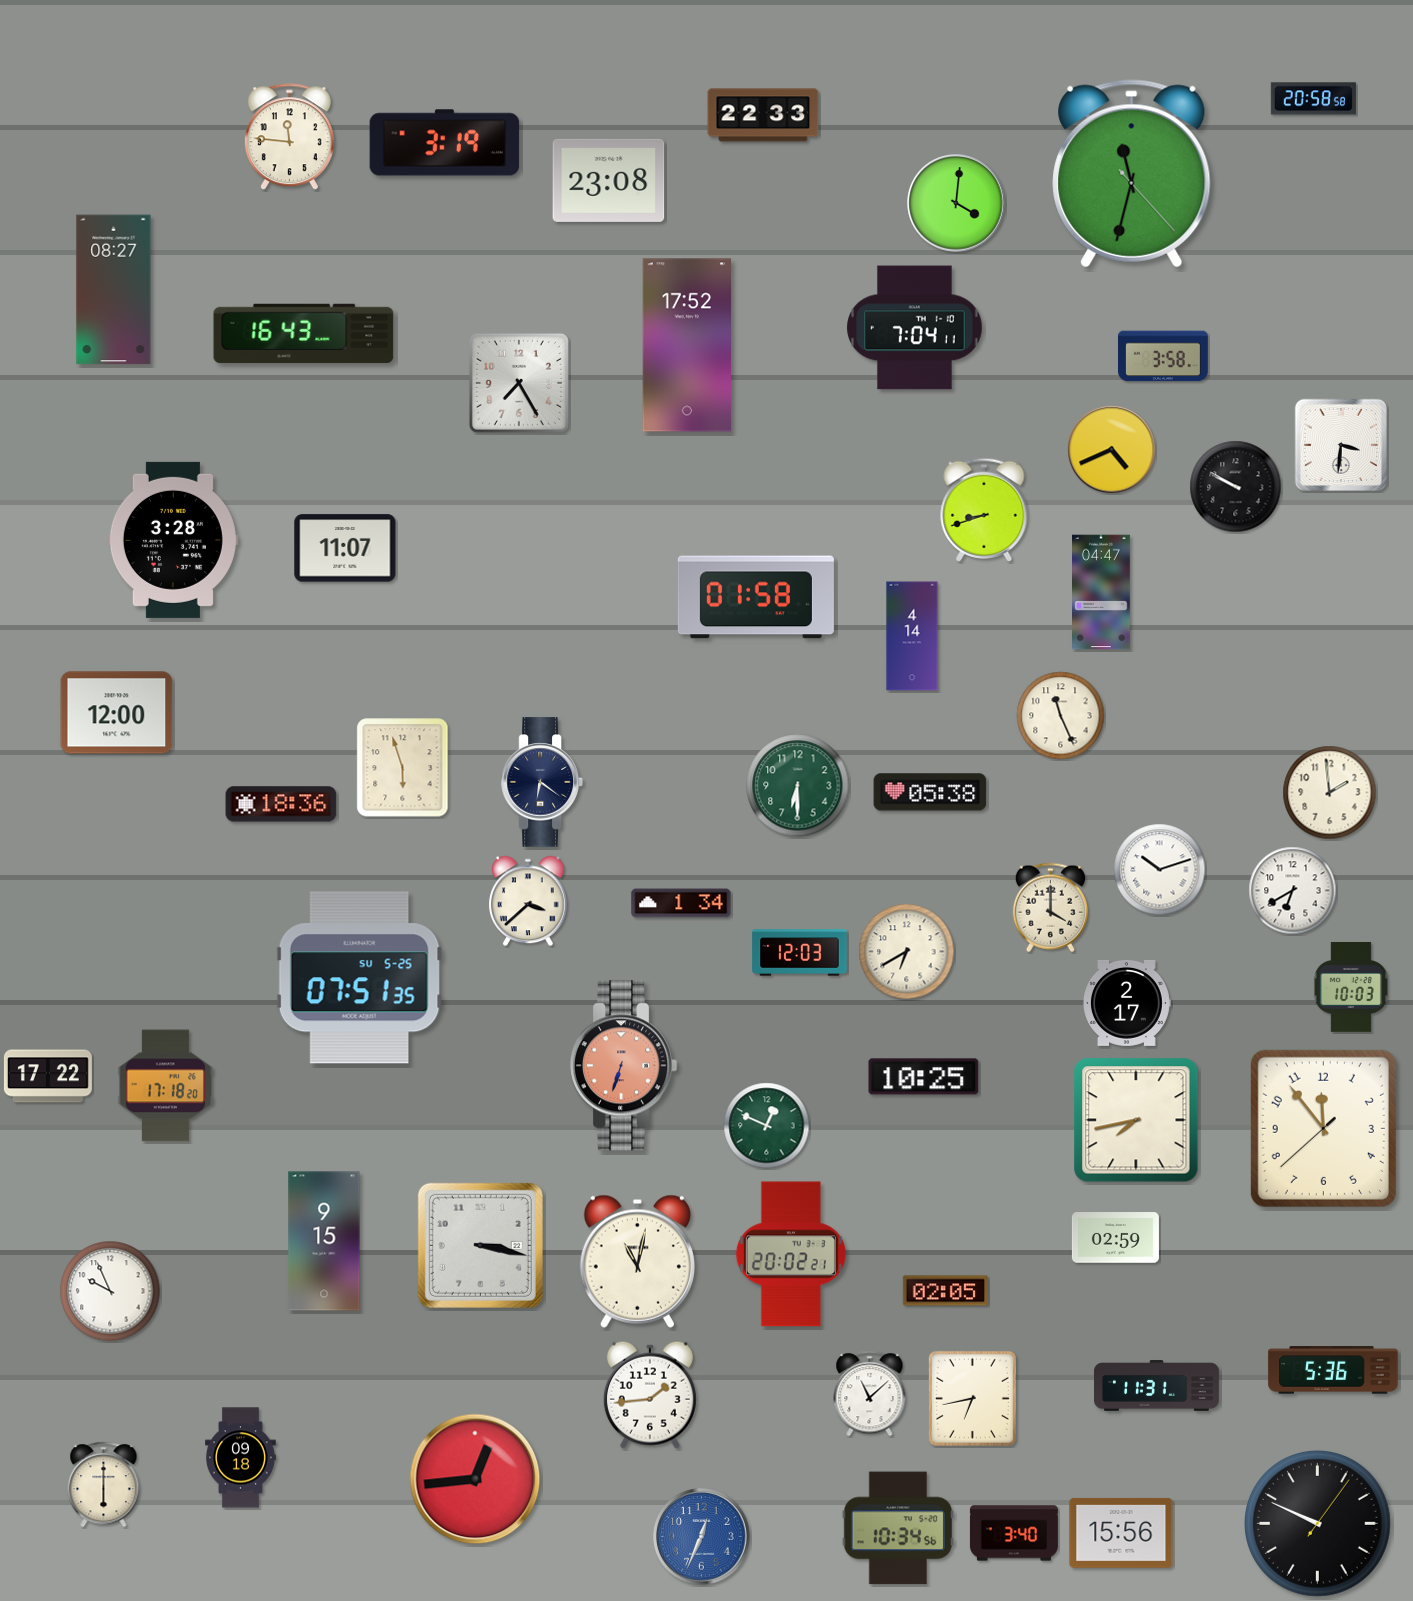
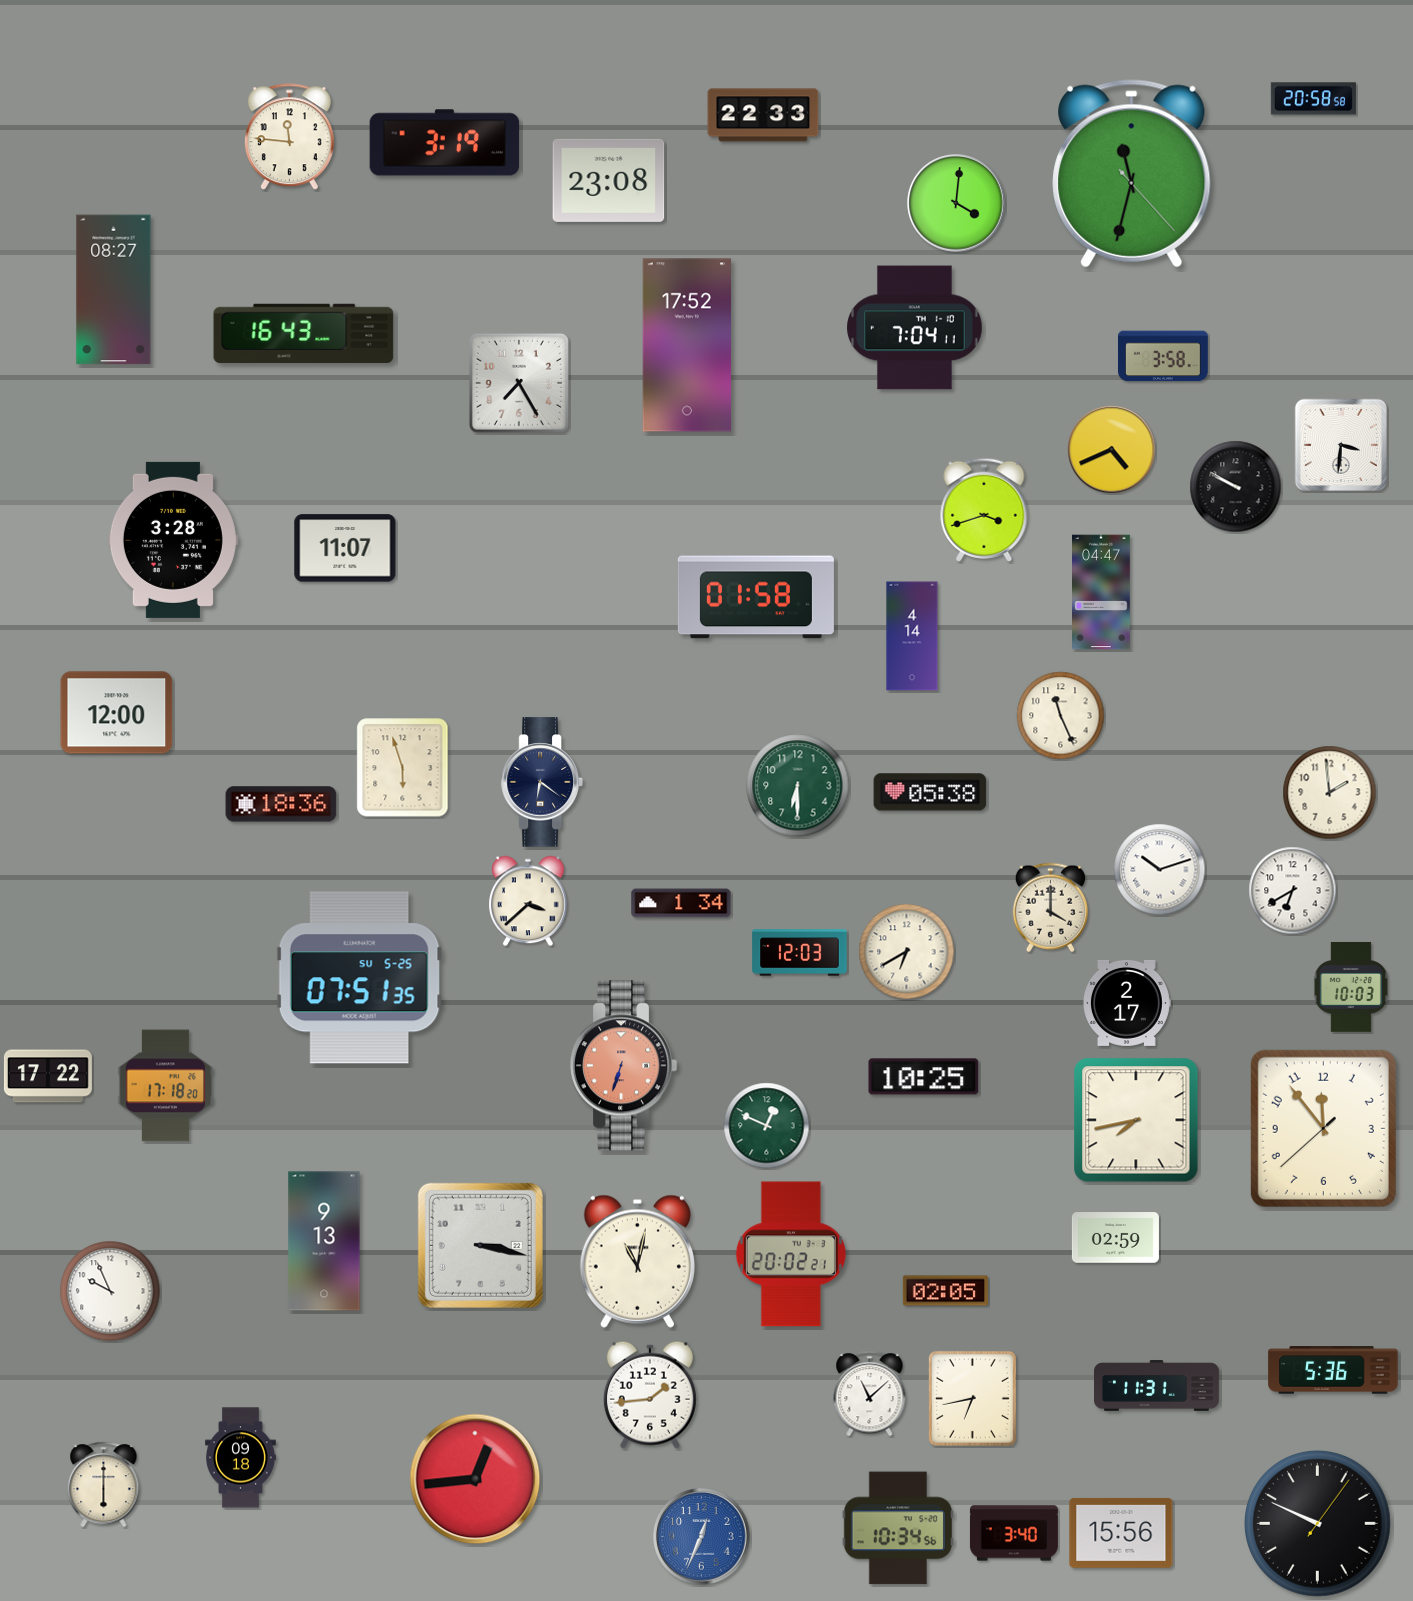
clock at (984, 510): 8:42 -> 3:42
clock at (324, 1241): 9:15 -> 9:13
